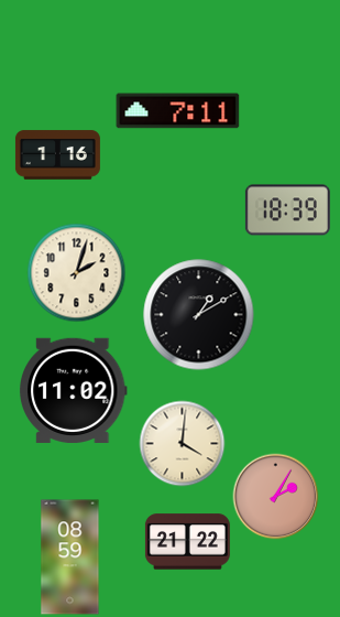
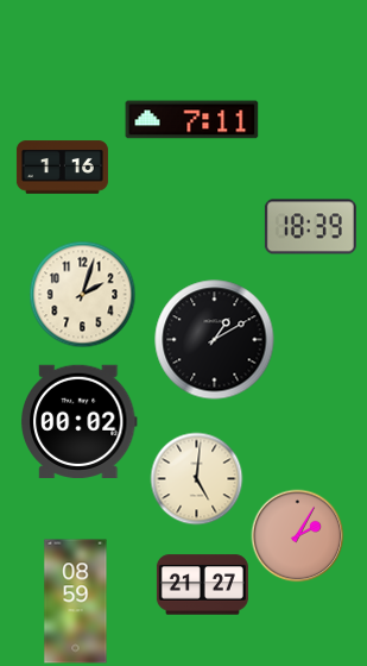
clock at (73, 390): 11:02 -> 00:02
clock at (182, 443): 4:01 -> 5:01
clock at (187, 542): 21:22 -> 21:27
